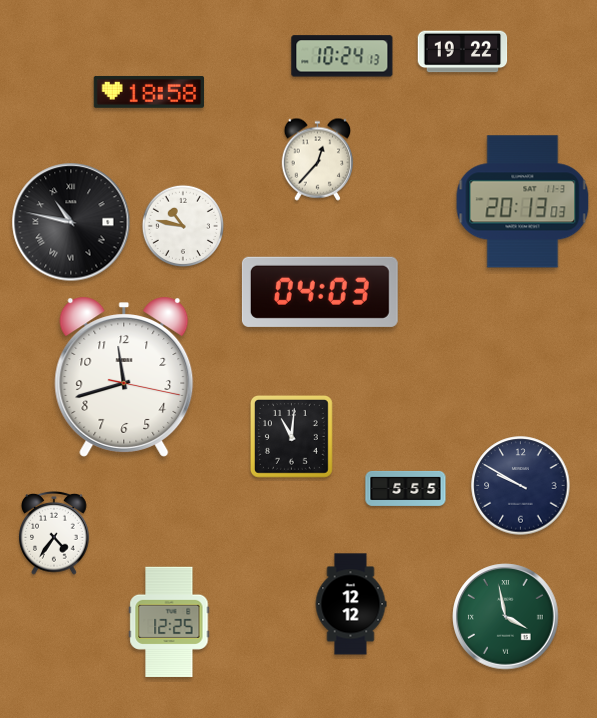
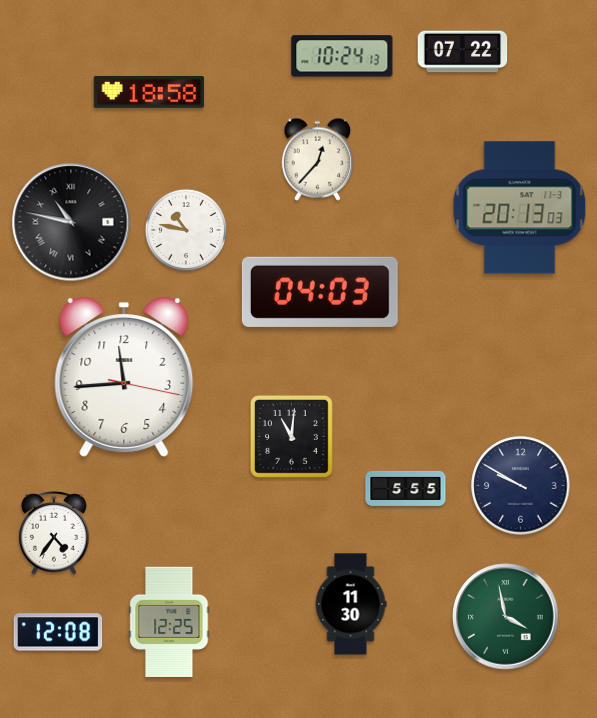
clock at (463, 52): 19:22 -> 07:22
clock at (523, 202) position: (523, 202) -> (520, 208)
clock at (183, 226) position: (183, 226) -> (186, 230)
clock at (124, 377): 11:42 -> 11:44
clock at (351, 604): 12:12 -> 11:30
clock at (58, 632): none -> 12:08
